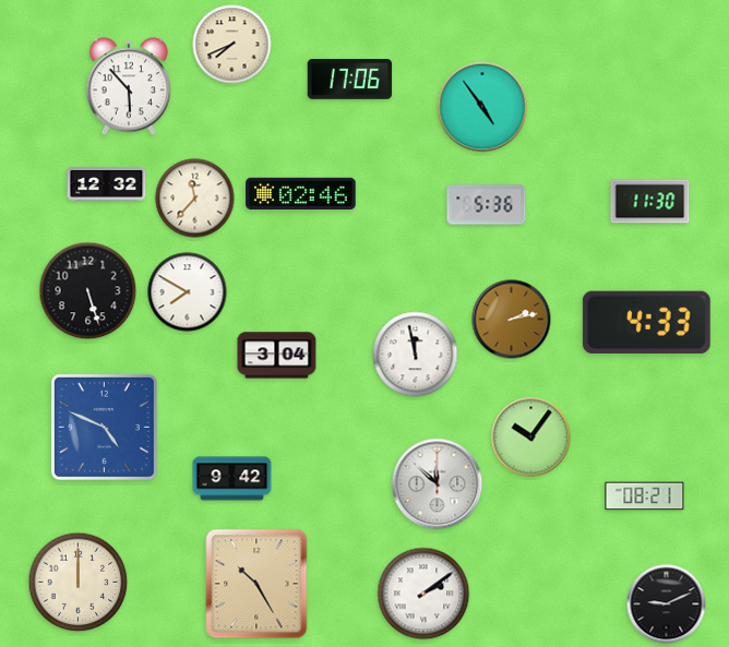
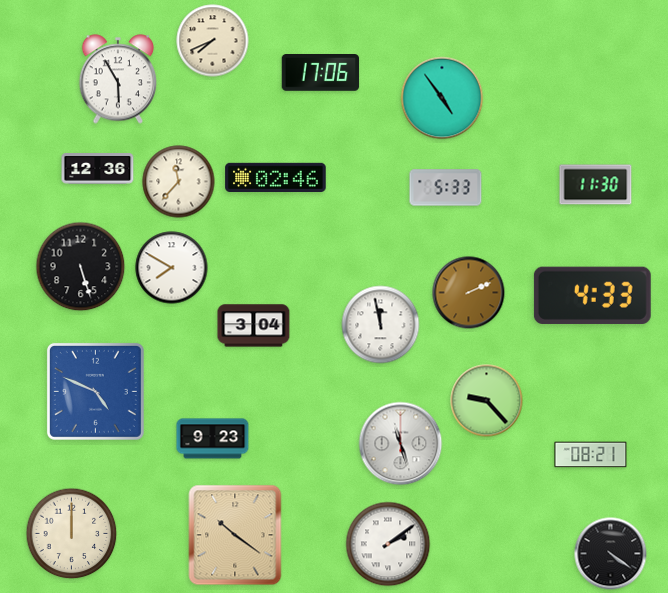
clock at (129, 86): 5:53 -> 5:55
clock at (107, 184): 12:32 -> 12:36
clock at (487, 205): 5:36 -> 5:33
clock at (512, 320): 2:13 -> 2:11
clock at (531, 438): 10:06 -> 9:23
clock at (232, 479): 9:42 -> 9:23
clock at (438, 484): 11:52 -> 11:27
clock at (256, 584): 10:25 -> 10:21
clock at (667, 604): 9:11 -> 4:21
